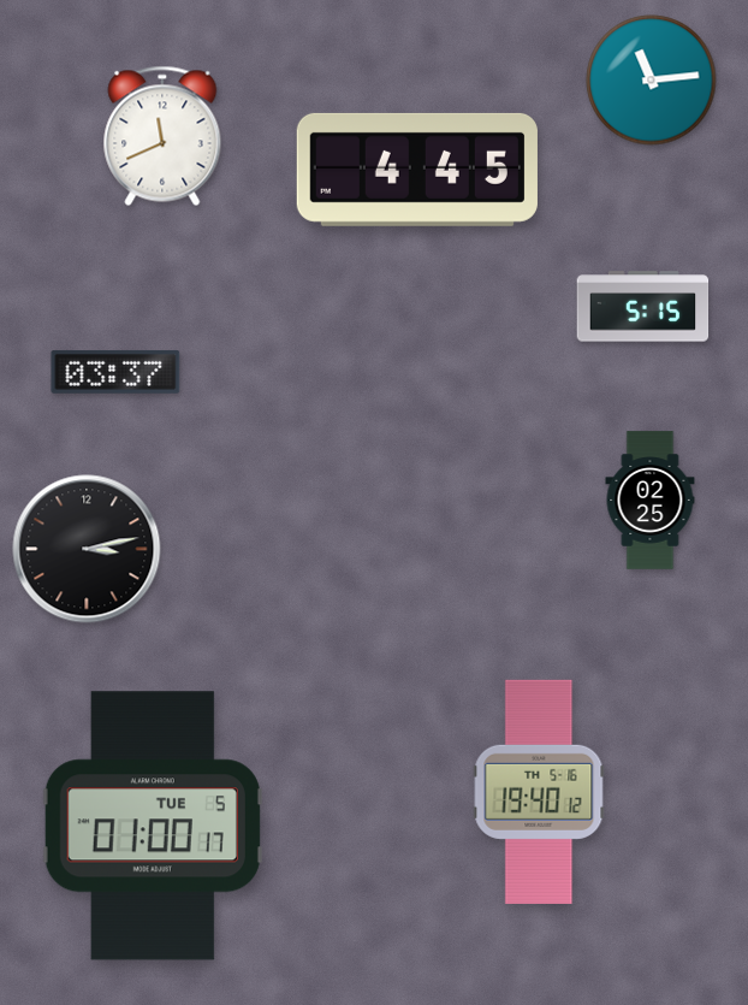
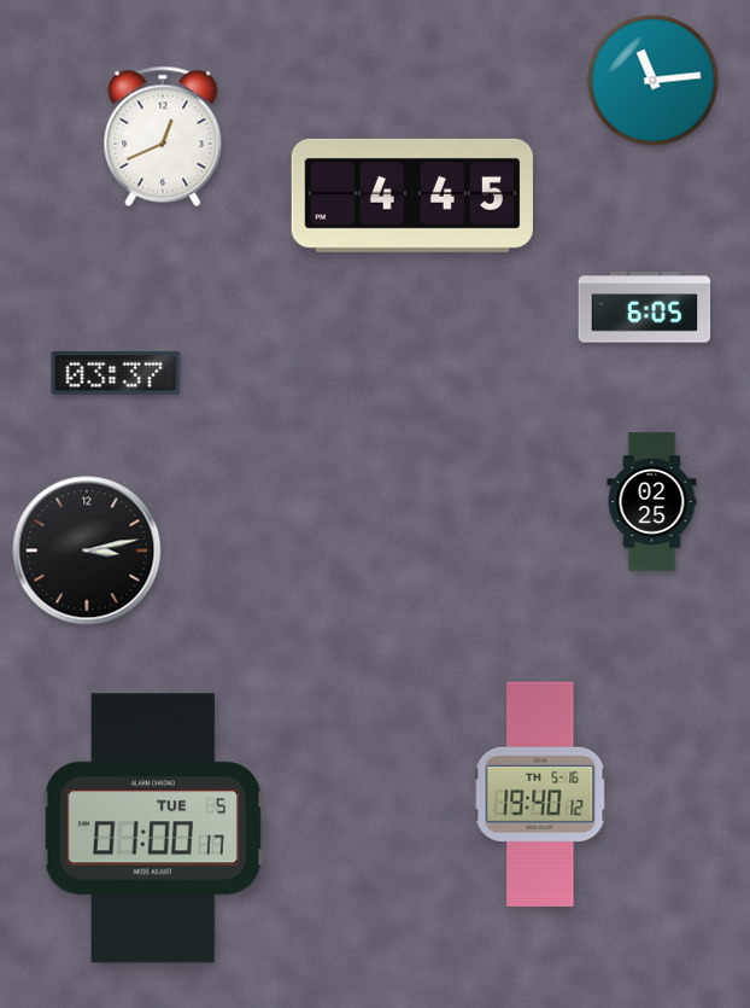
clock at (162, 136): 11:41 -> 12:41
clock at (417, 170) position: (417, 170) -> (412, 196)
clock at (643, 307): 5:15 -> 6:05
